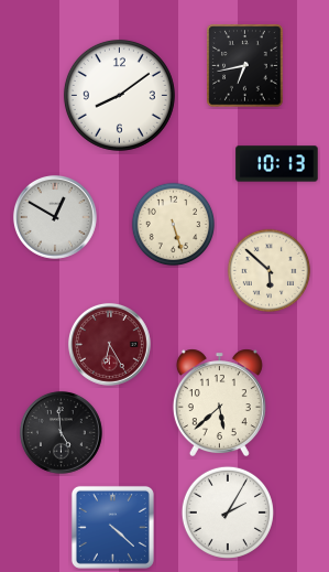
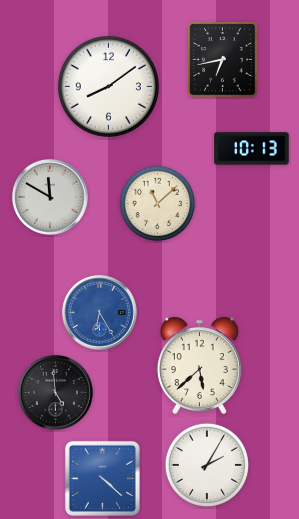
clock at (55, 217): 12:50 -> 11:50
clock at (174, 225): 5:27 -> 11:08
clock at (270, 271): 5:52 -> none
clock at (109, 344) dial: burgundy -> blue
